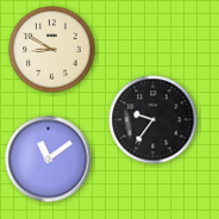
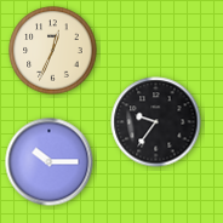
clock at (52, 50): 8:50 -> 12:34
clock at (49, 159): 11:09 -> 10:15
